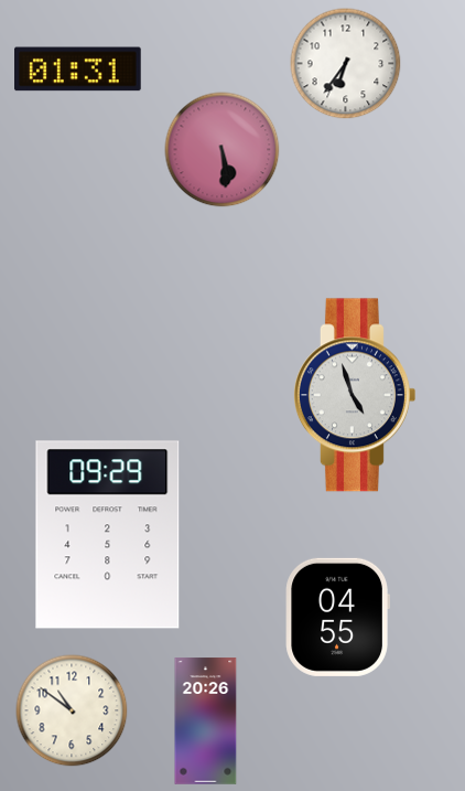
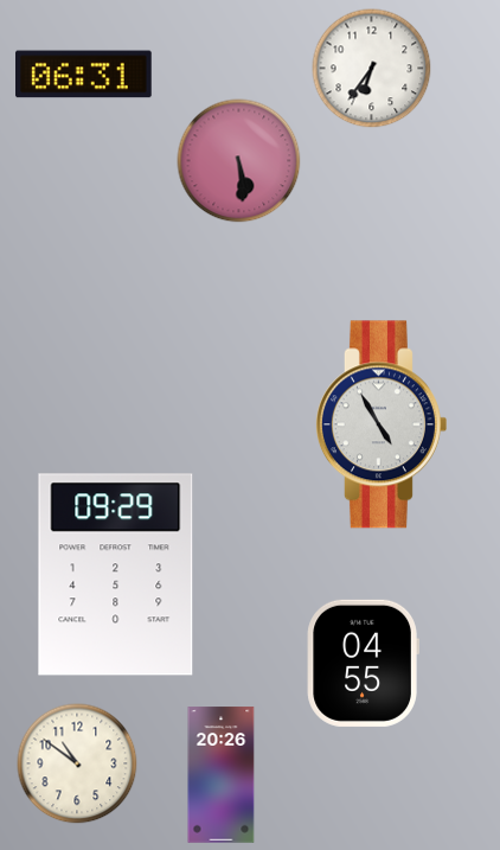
clock at (78, 70): 01:31 -> 06:31
clock at (354, 395): 4:57 -> 4:55
